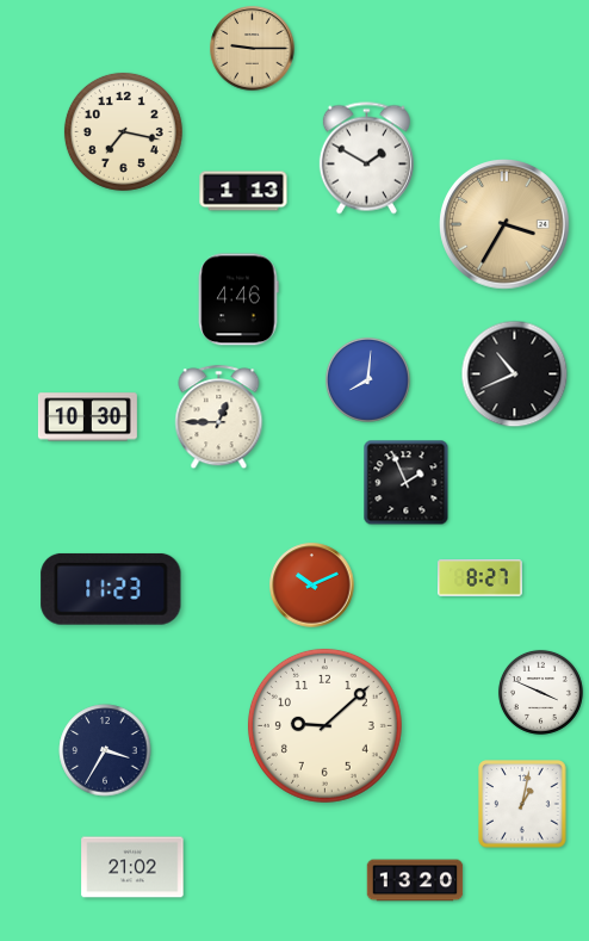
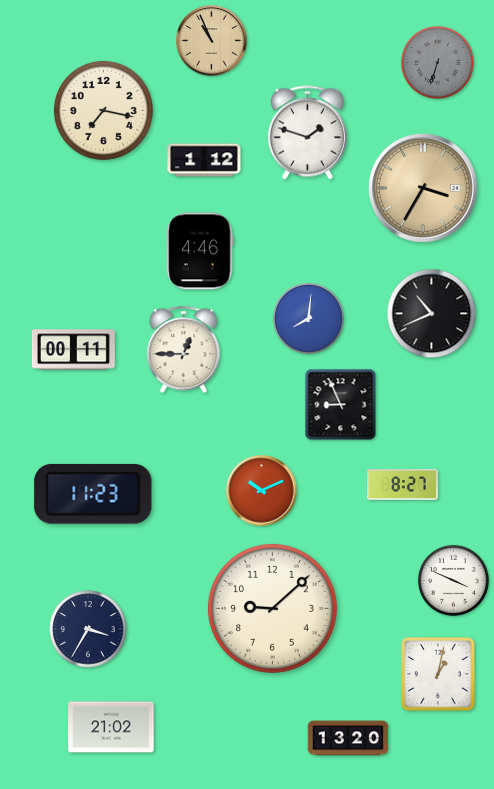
clock at (253, 49): 9:15 -> 10:56
clock at (438, 63): none -> 6:33
clock at (366, 159): 1:50 -> 1:48
clock at (243, 191): 1:13 -> 1:12
clock at (87, 417): 10:30 -> 00:11
clock at (407, 483): 1:56 -> 8:56
